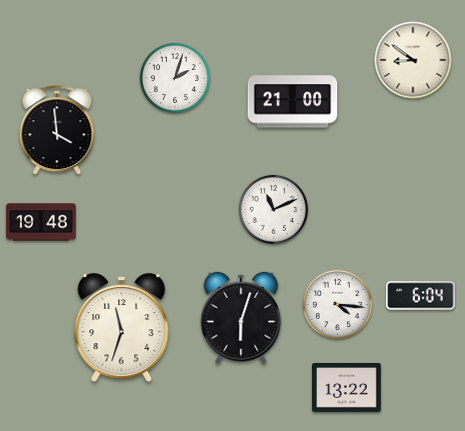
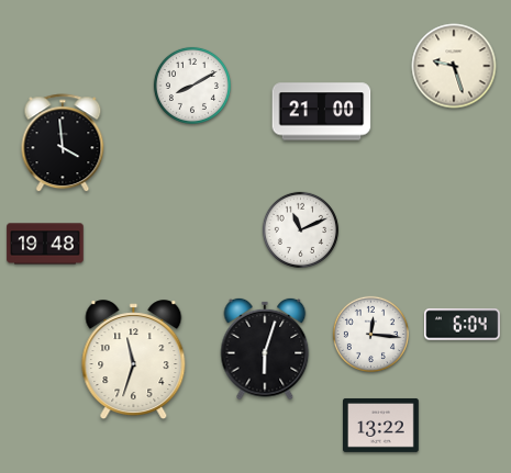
clock at (413, 60): 8:51 -> 9:27
clock at (175, 78): 2:03 -> 8:10
clock at (337, 304): 4:16 -> 12:16
